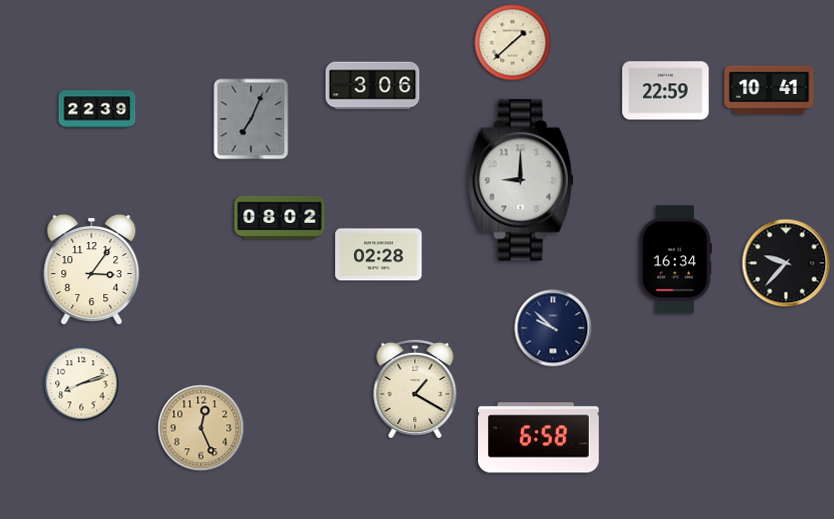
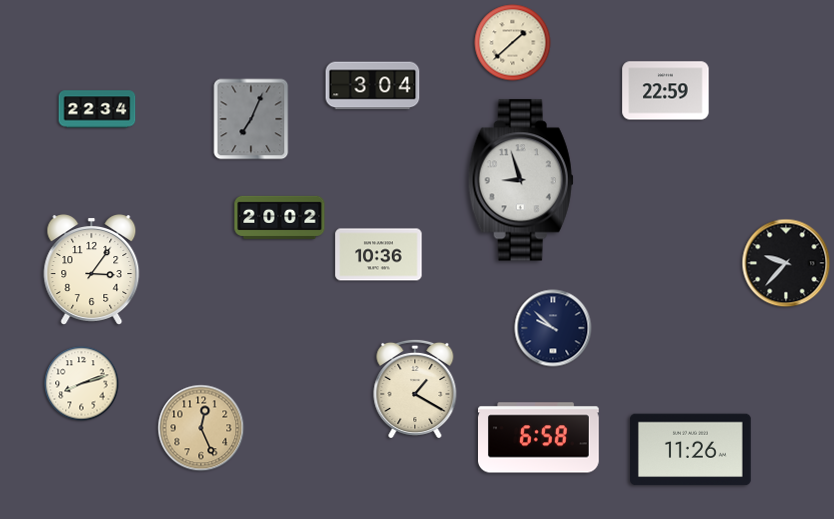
clock at (373, 86): 3:06 -> 3:04
clock at (769, 90): 10:41 -> none
clock at (97, 109): 22:39 -> 22:34
clock at (521, 180): 9:00 -> 8:57
clock at (280, 217): 08:02 -> 20:02
clock at (379, 255): 02:28 -> 10:36
clock at (675, 260): 16:34 -> none
clock at (691, 450): none -> 11:26
